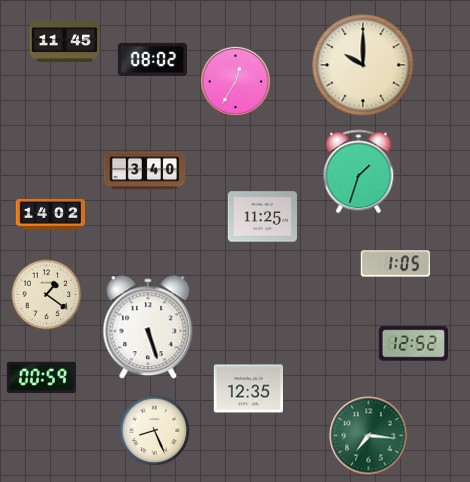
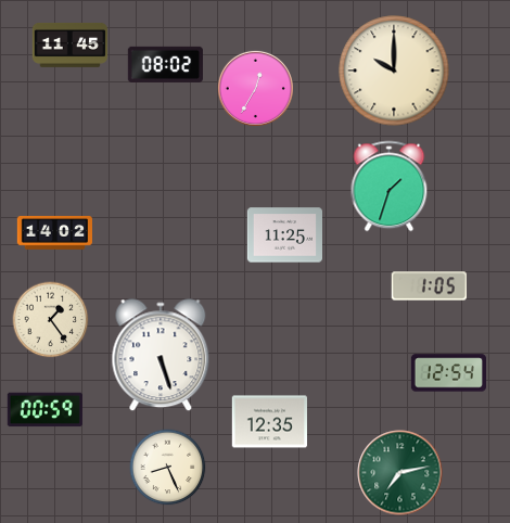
clock at (145, 171): 3:40 -> none
clock at (47, 295): 1:21 -> 1:24
clock at (414, 344): 12:52 -> 12:54
clock at (369, 436): 7:16 -> 7:13
